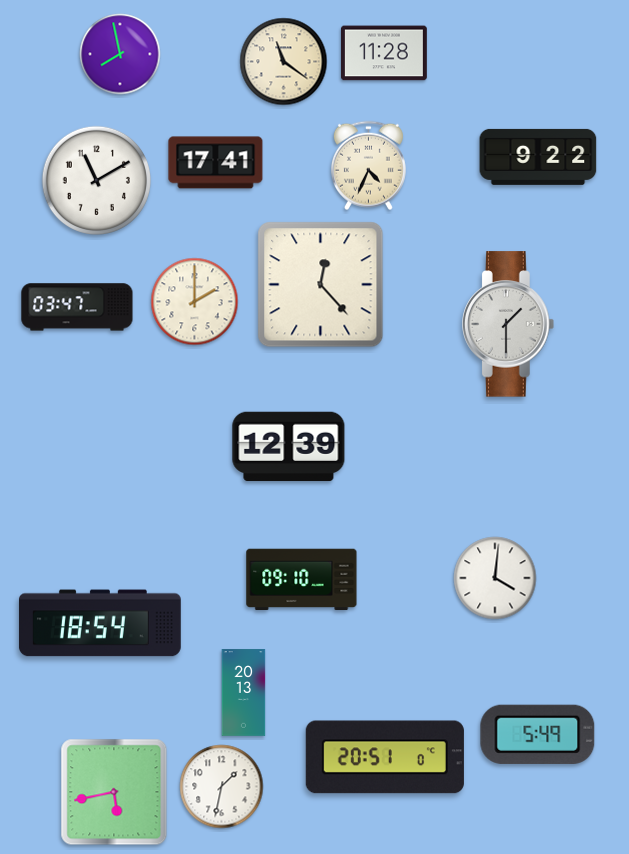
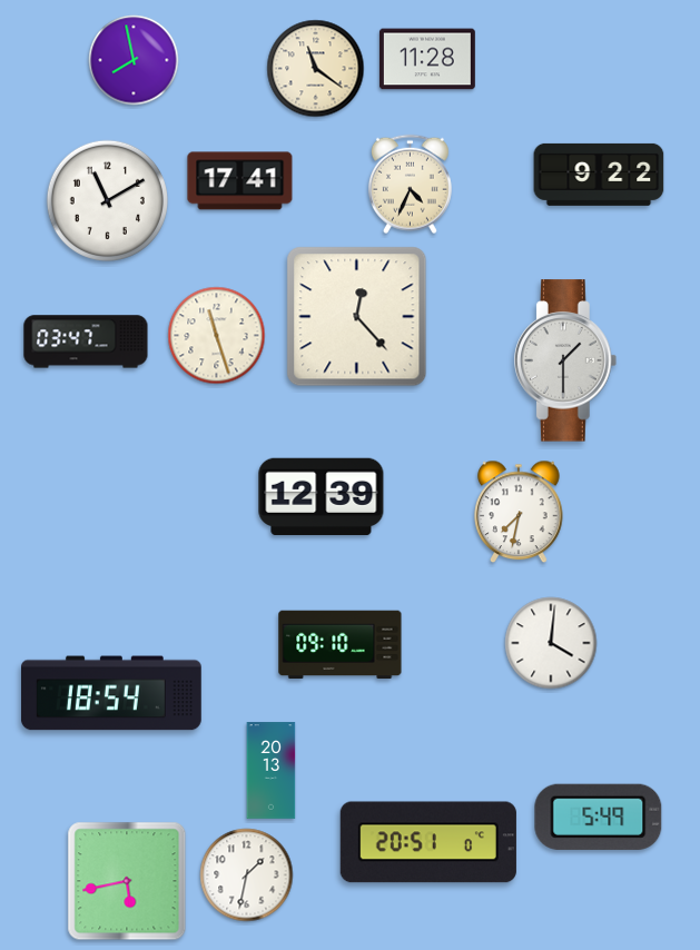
clock at (195, 302): 2:00 -> 11:27
clock at (519, 512): none -> 7:32
clock at (302, 580) position: (302, 580) -> (341, 645)
